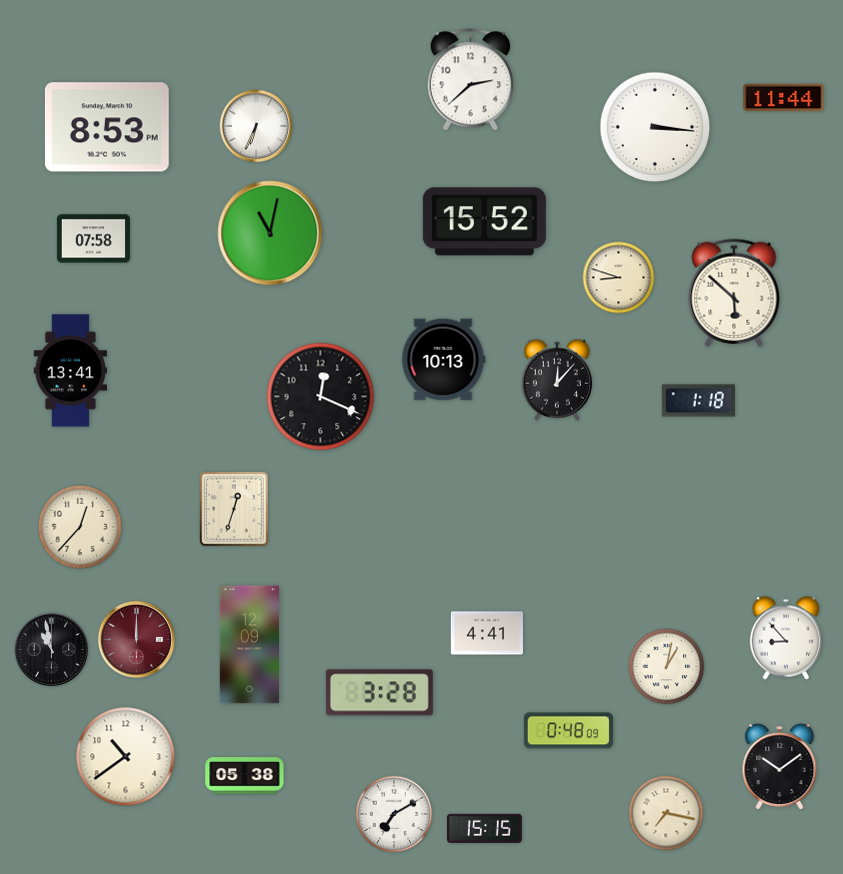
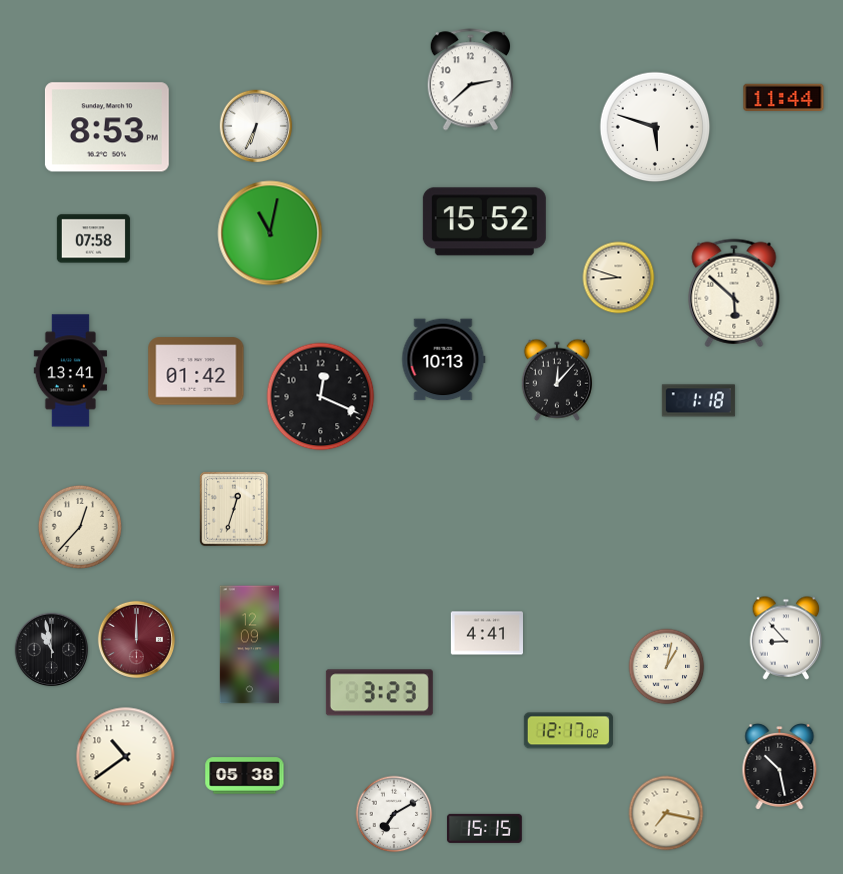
clock at (655, 127): 3:16 -> 5:48
clock at (196, 371): none -> 01:42
clock at (379, 693): 3:28 -> 3:23
clock at (568, 731): 0:48 -> 12:17
clock at (780, 767): 10:09 -> 10:28
